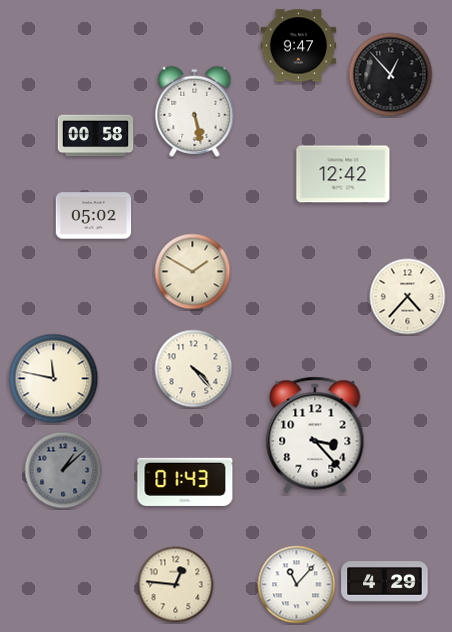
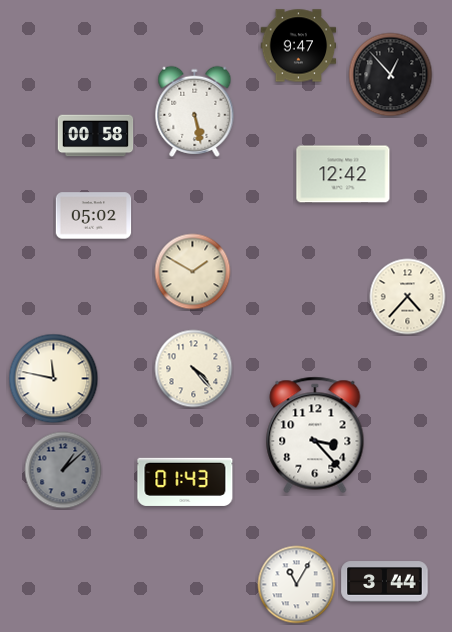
clock at (385, 582): 4:29 -> 3:44
clock at (176, 585): 12:46 -> none
clock at (297, 585): 11:07 -> 11:05
